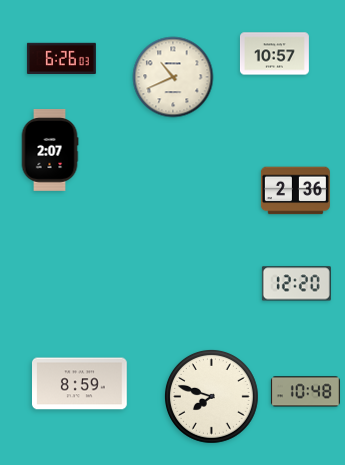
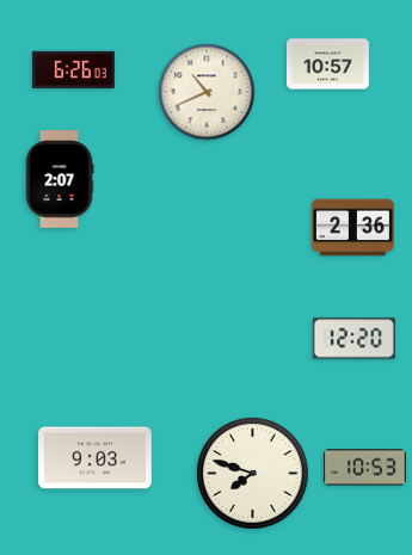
clock at (80, 384): 8:59 -> 9:03
clock at (305, 392): 10:48 -> 10:53
